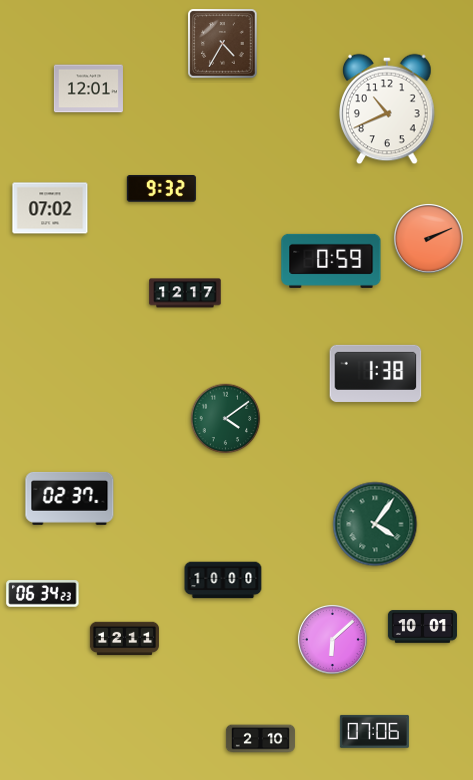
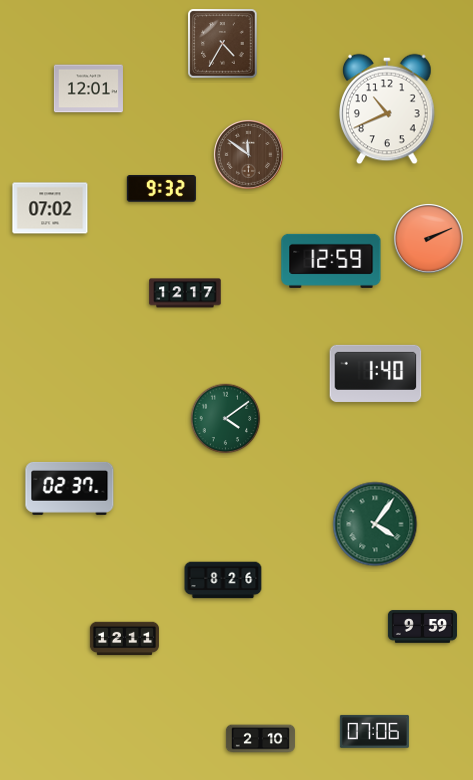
clock at (248, 154): none -> 11:51
clock at (331, 261): 0:59 -> 12:59
clock at (376, 373): 1:38 -> 1:40
clock at (70, 498) position: (70, 498) -> (70, 488)
clock at (223, 580): 10:00 -> 8:26
clock at (43, 594): 06:34 -> none
clock at (422, 627): 10:01 -> 9:59
clock at (332, 639): 6:08 -> none
